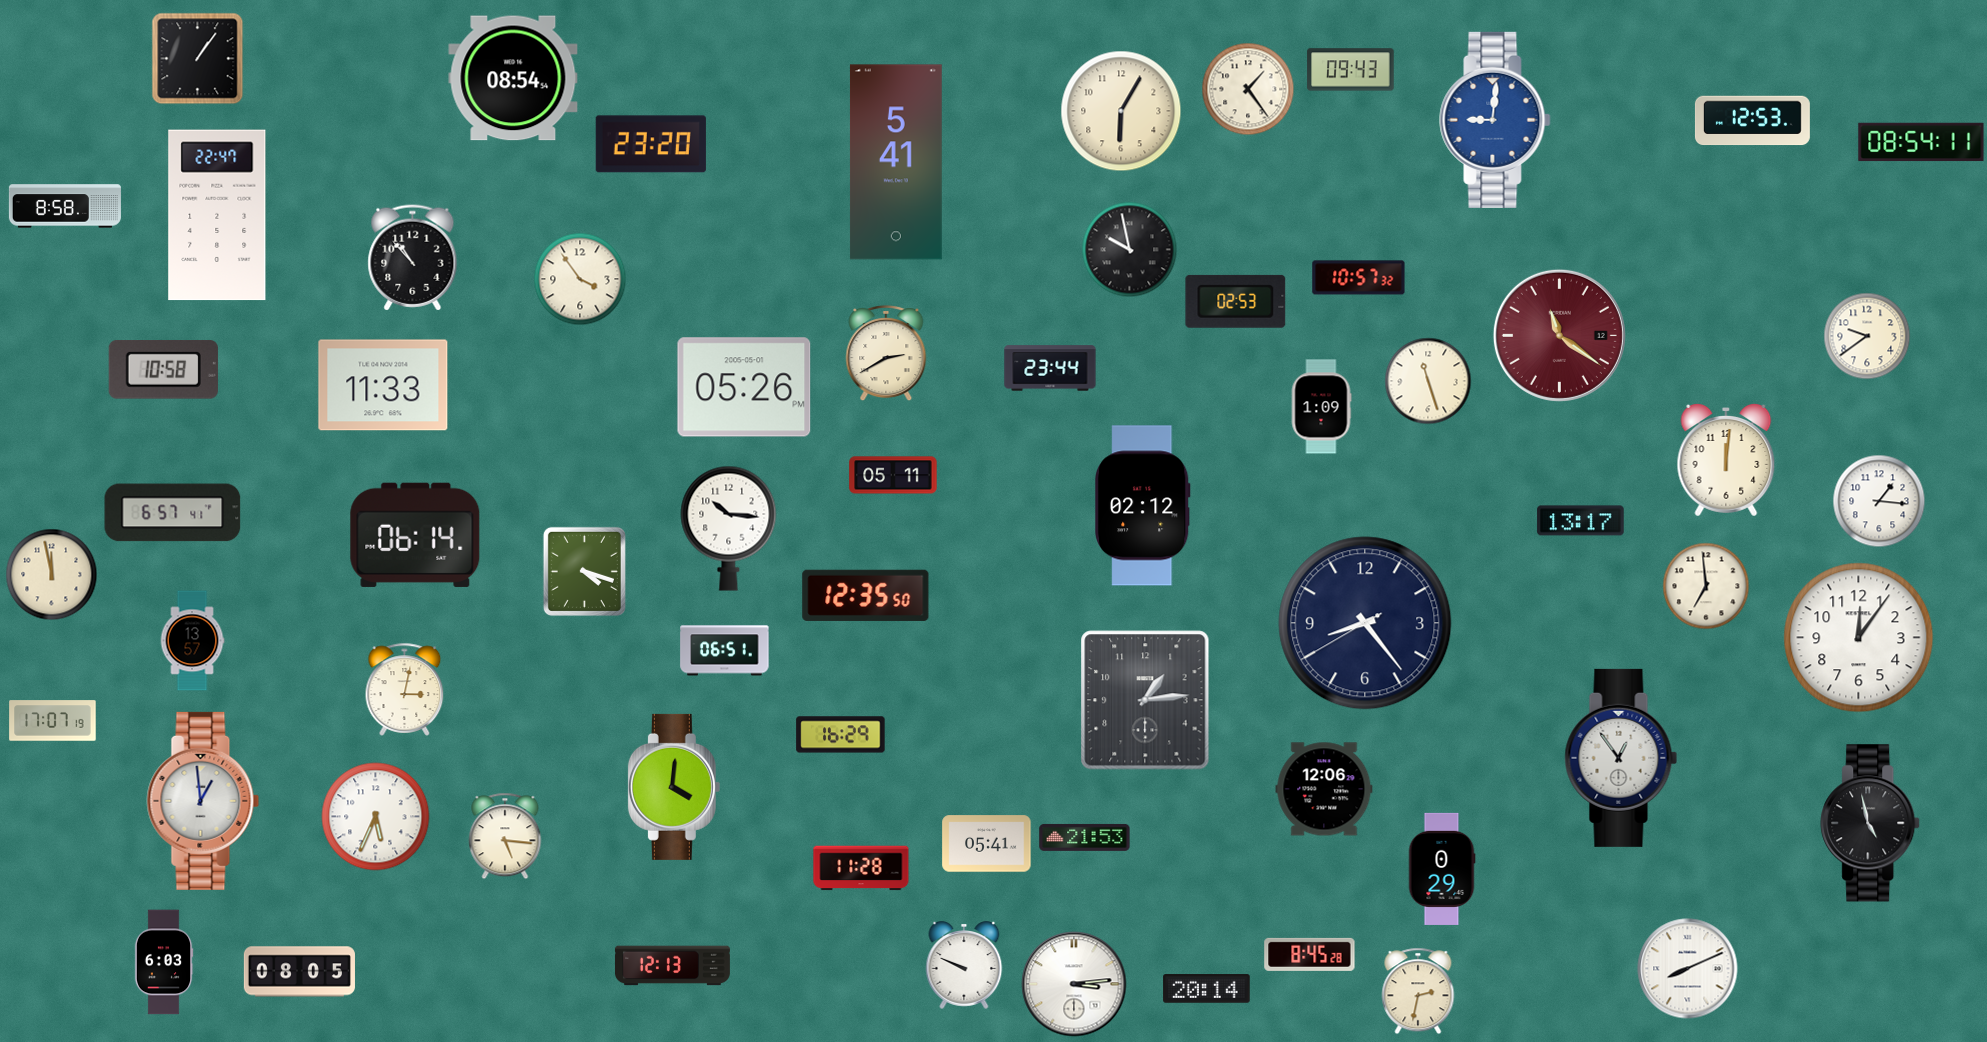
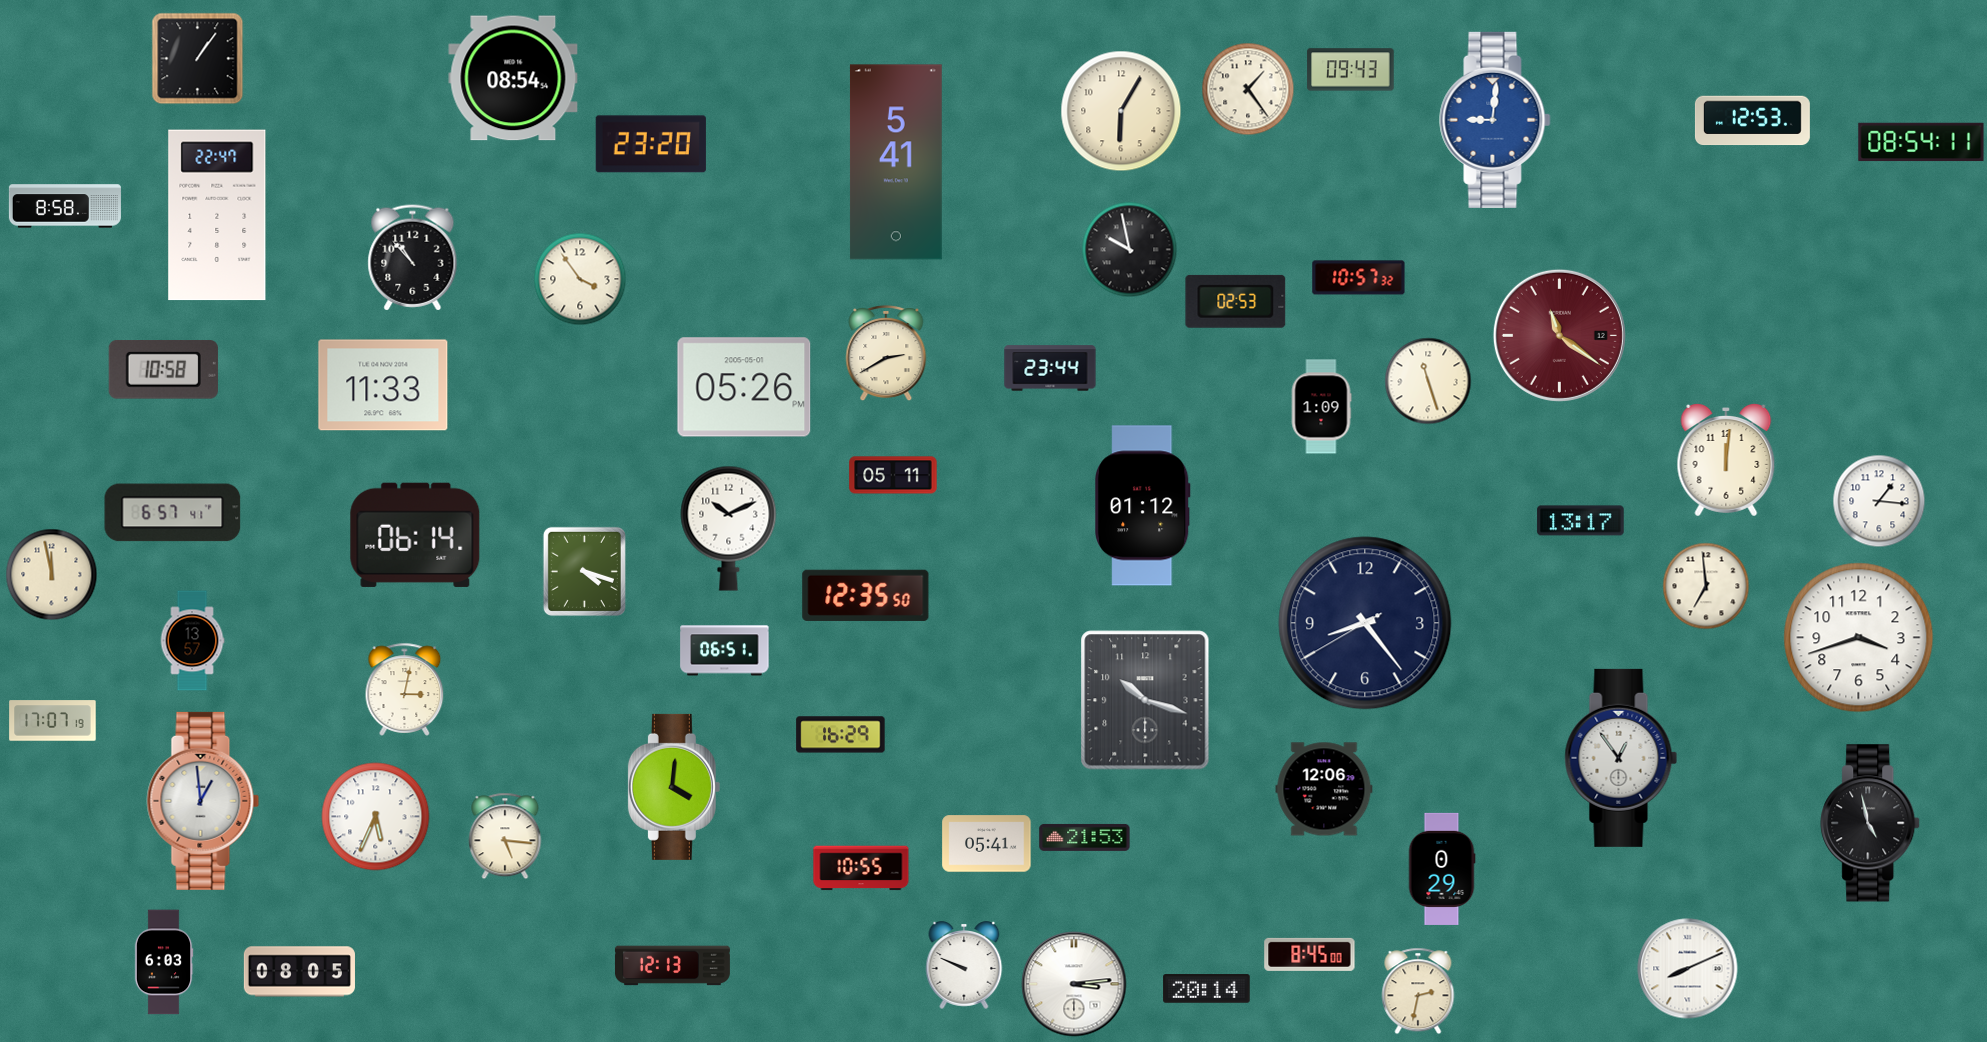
clock at (1867, 336): 9:39 -> none
clock at (1142, 506): 02:12 -> 01:12
clock at (729, 528): 10:16 -> 10:11
clock at (1859, 638): 12:06 -> 3:42
clock at (1145, 700): 1:14 -> 10:18
clock at (861, 868): 11:28 -> 10:55
clock at (1310, 954): 8:45:28 -> 8:45:00
